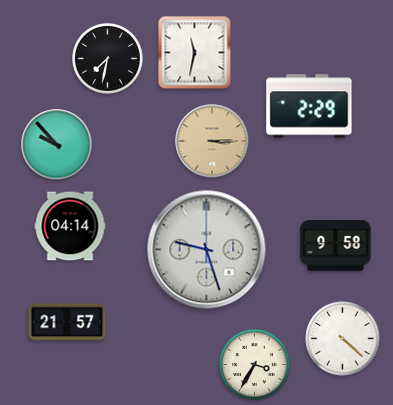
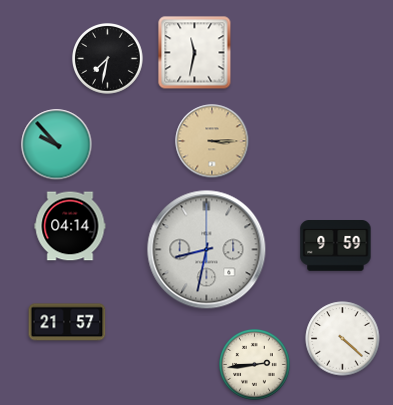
clock at (309, 106): 2:29 -> none
clock at (336, 246): 9:58 -> 9:59
clock at (207, 250): 9:27 -> 8:32
clock at (255, 365): 3:35 -> 2:44
